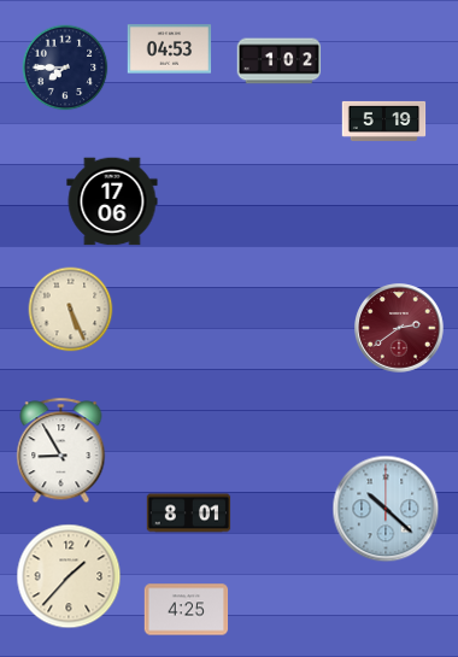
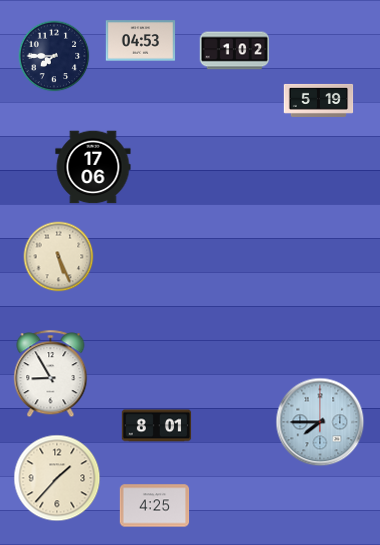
clock at (280, 61) position: (280, 61) -> (235, 51)
clock at (400, 329): 2:39 -> none
clock at (386, 509): 10:22 -> 7:45
